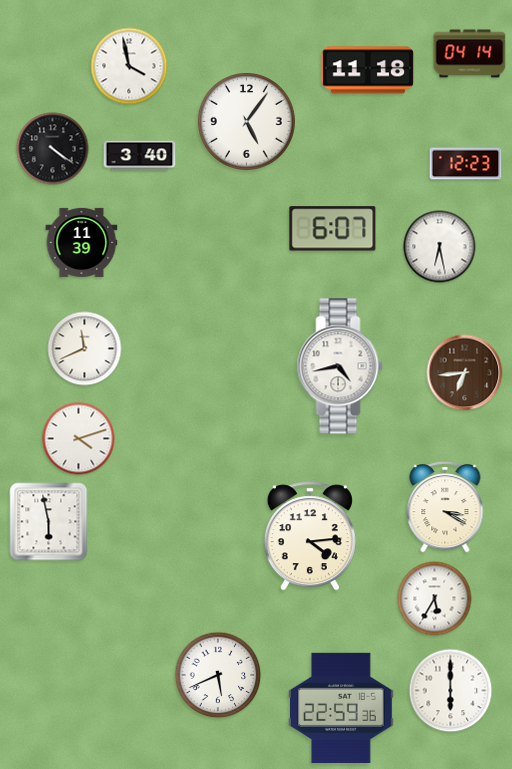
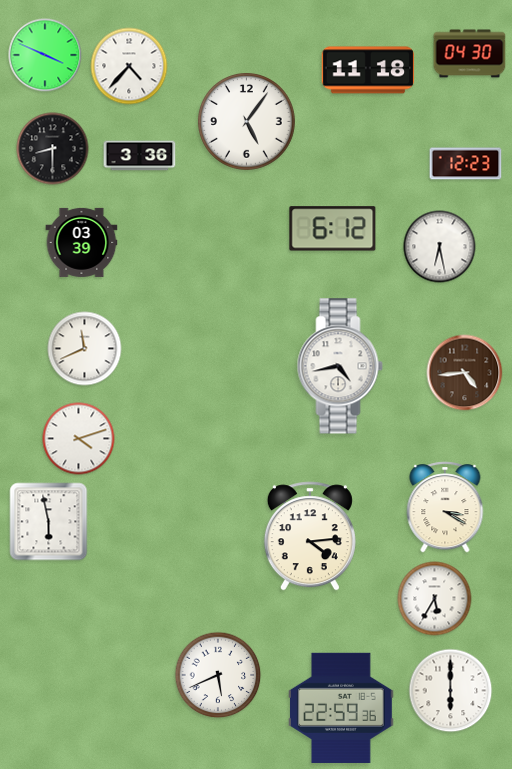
clock at (470, 54): 04:14 -> 04:30
clock at (45, 55): none -> 3:49
clock at (129, 66): 3:58 -> 4:37
clock at (53, 149): 4:21 -> 8:30
clock at (140, 156): 3:40 -> 3:36
clock at (333, 229): 6:07 -> 6:12
clock at (82, 242): 11:39 -> 03:39
clock at (465, 373): 6:44 -> 4:44
